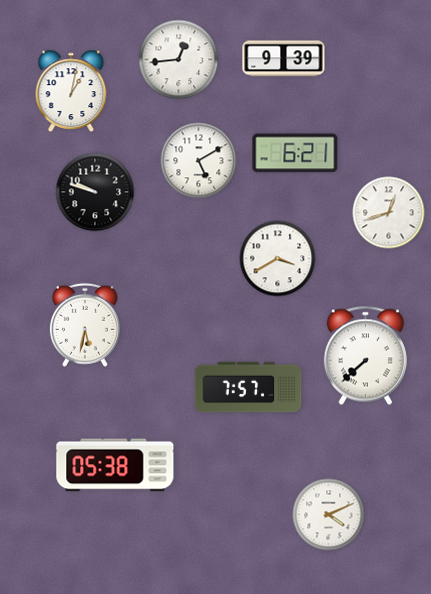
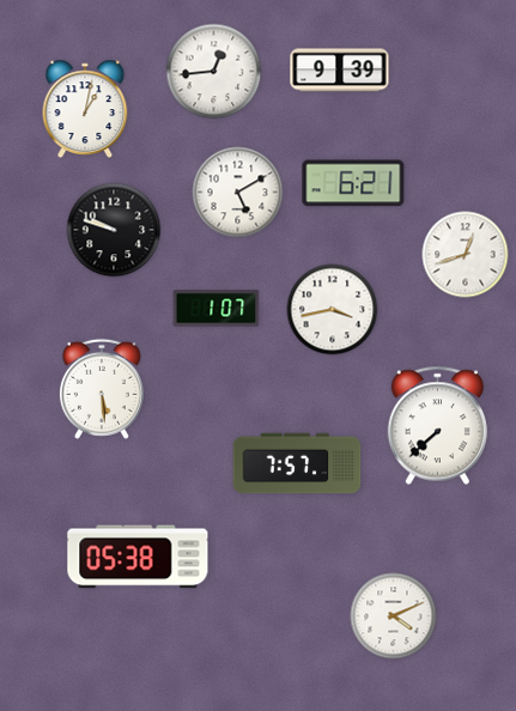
clock at (217, 309): none -> 1:07
clock at (278, 259): 3:40 -> 3:43
clock at (85, 325): 5:32 -> 5:29
